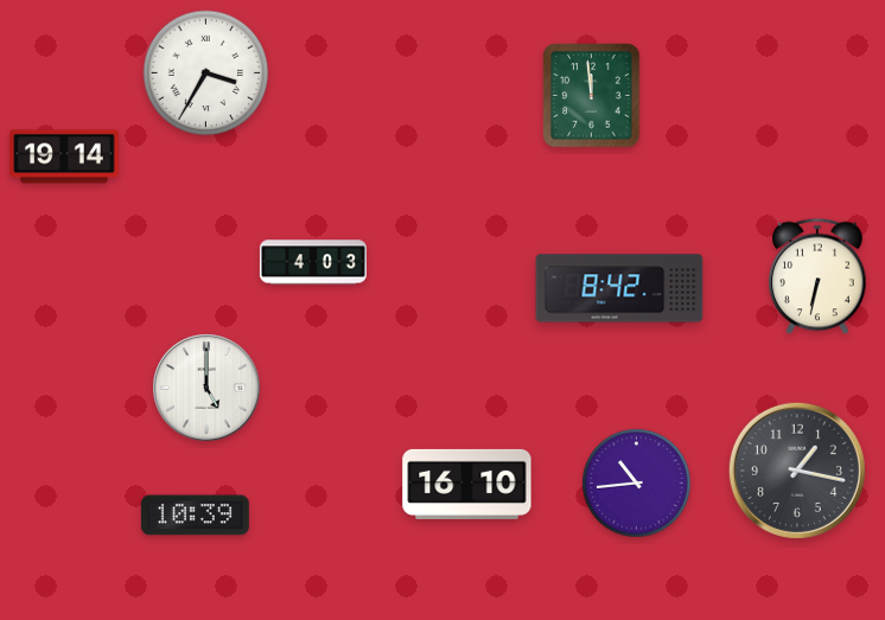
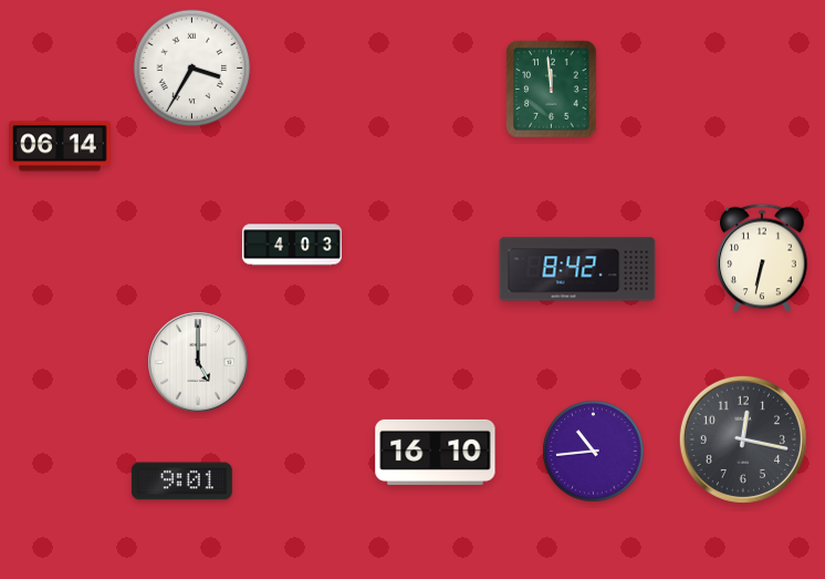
clock at (64, 156): 19:14 -> 06:14
clock at (206, 388) position: (206, 388) -> (198, 362)
clock at (797, 471): 1:17 -> 12:17
clock at (195, 516): 10:39 -> 9:01
